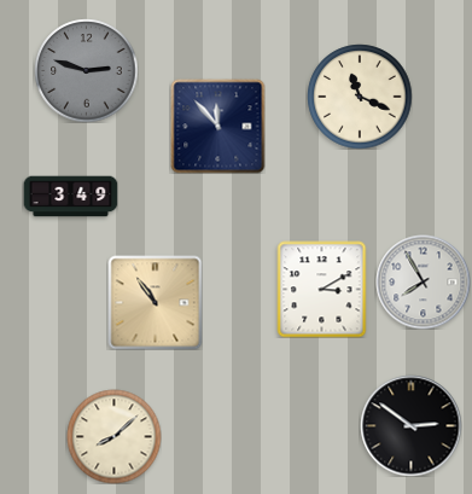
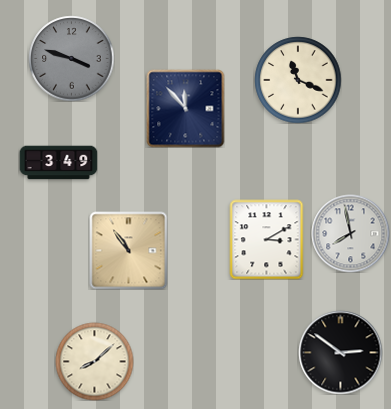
clock at (86, 70): 2:48 -> 3:48
clock at (217, 126) position: (217, 126) -> (185, 108)
clock at (423, 281): 7:55 -> 7:58
